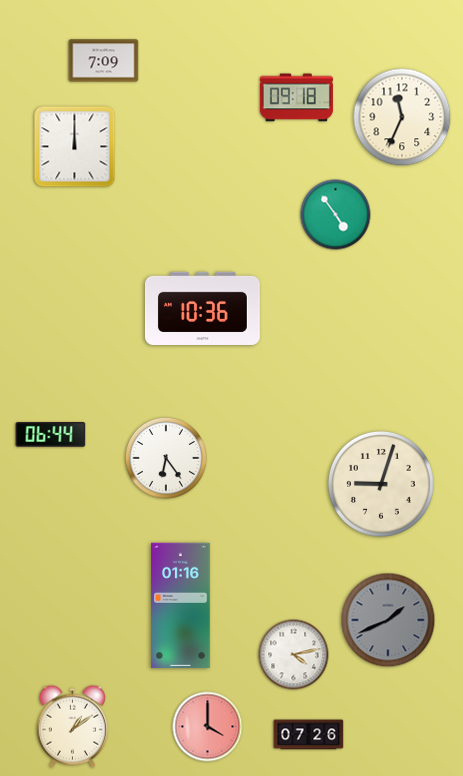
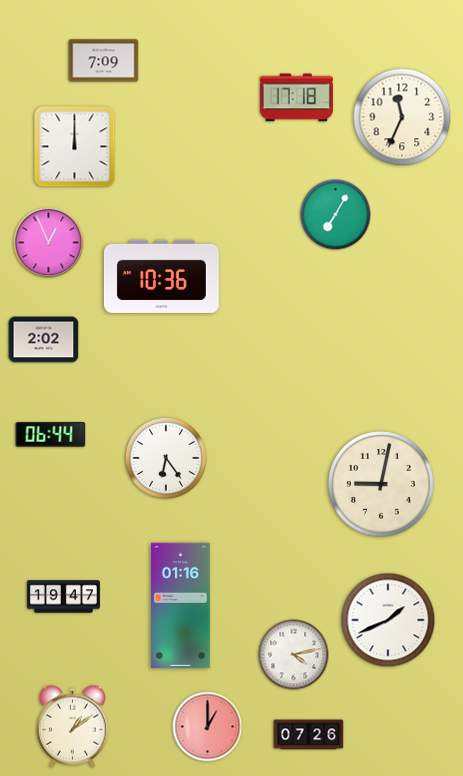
clock at (296, 98): 09:18 -> 17:18
clock at (336, 215): 4:54 -> 7:05
clock at (49, 243): none -> 12:56
clock at (202, 308) position: (202, 308) -> (161, 276)
clock at (44, 340): none -> 2:02
clock at (381, 484): 9:03 -> 9:02
clock at (63, 597): none -> 19:47
clock at (388, 620) dial: grey -> white
clock at (208, 727): 4:00 -> 1:00
